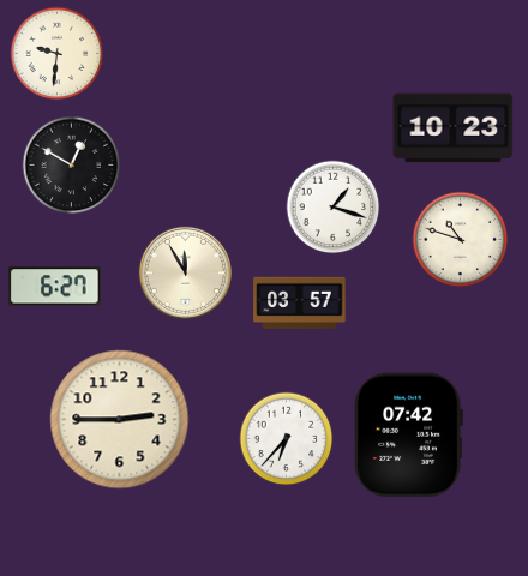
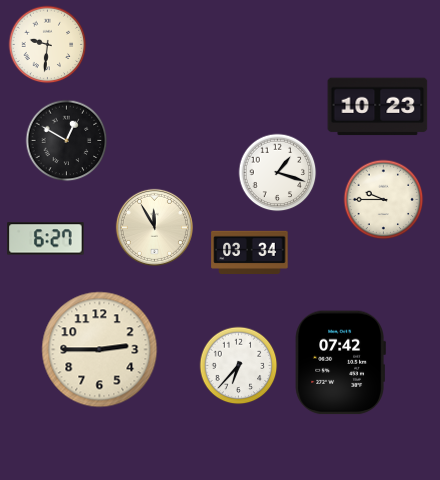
clock at (71, 164) position: (71, 164) -> (66, 140)
clock at (460, 239): 10:48 -> 9:45
clock at (300, 302): 03:57 -> 03:34
